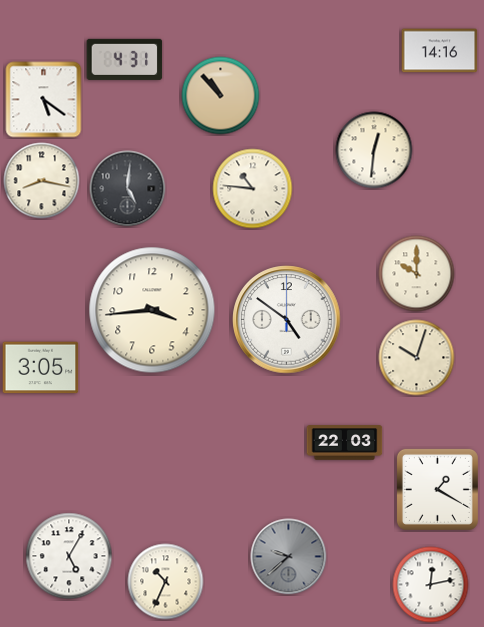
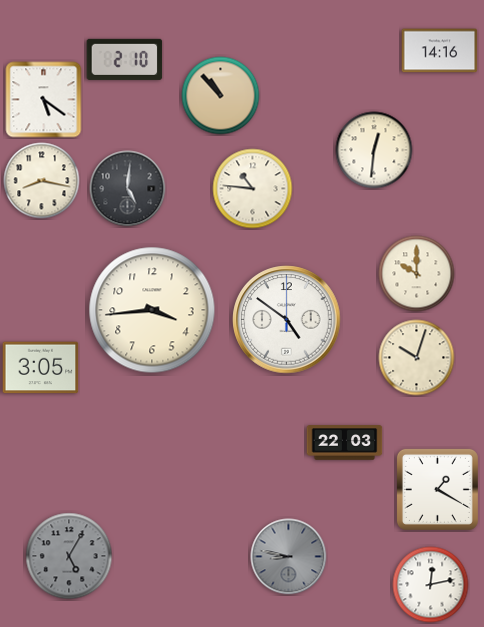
clock at (125, 59): 4:31 -> 2:10
clock at (69, 556) dial: white -> grey
clock at (289, 557): 9:38 -> 8:47
clock at (166, 582): 10:34 -> none
